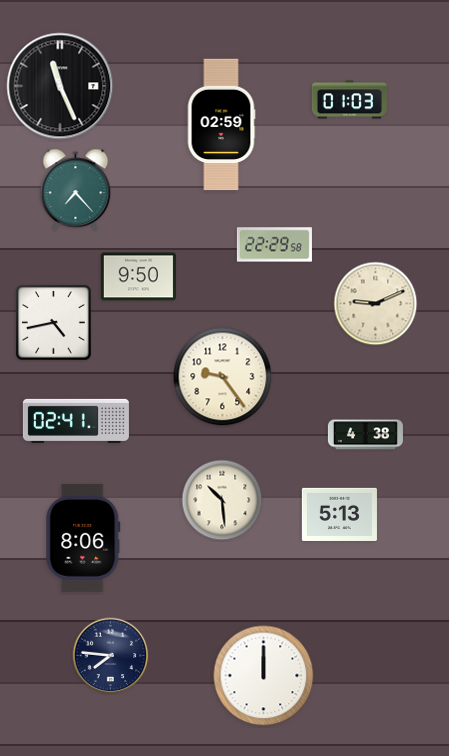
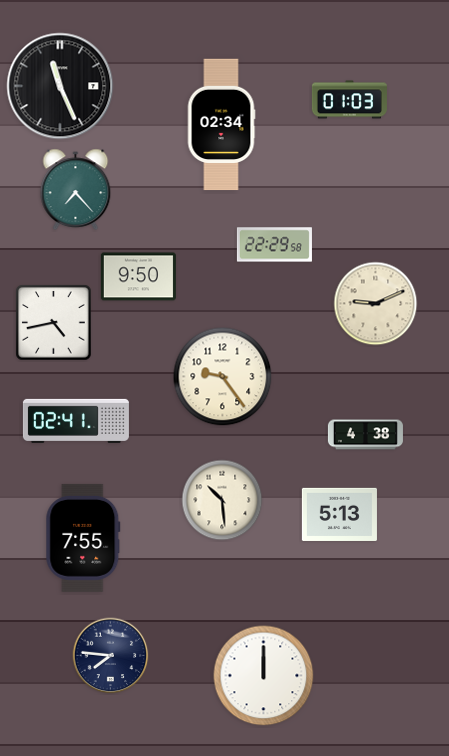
clock at (221, 125): 02:59 -> 02:34
clock at (83, 538): 8:06 -> 7:55
